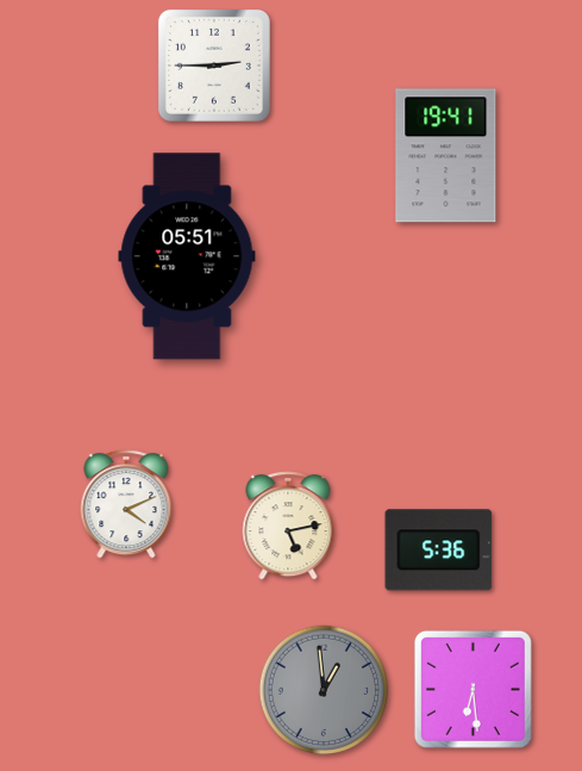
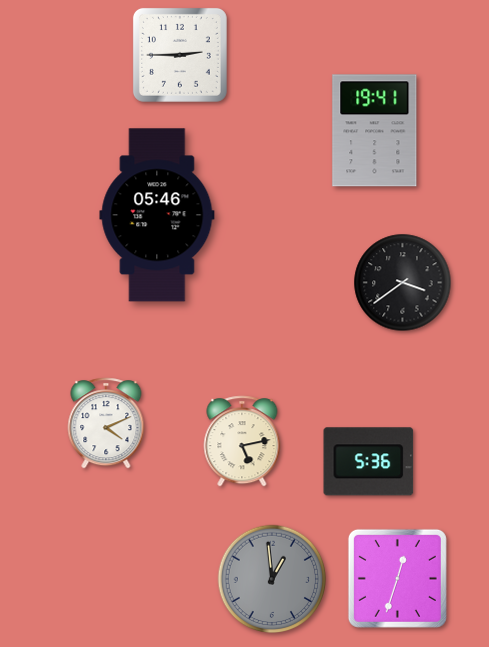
clock at (187, 256): 05:51 -> 05:46
clock at (403, 283): none -> 3:39
clock at (473, 689): 6:29 -> 12:33
